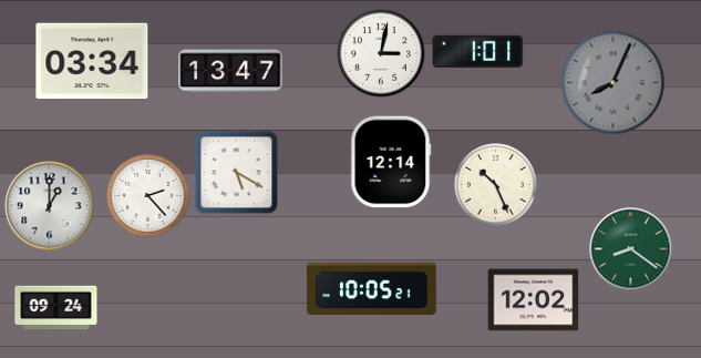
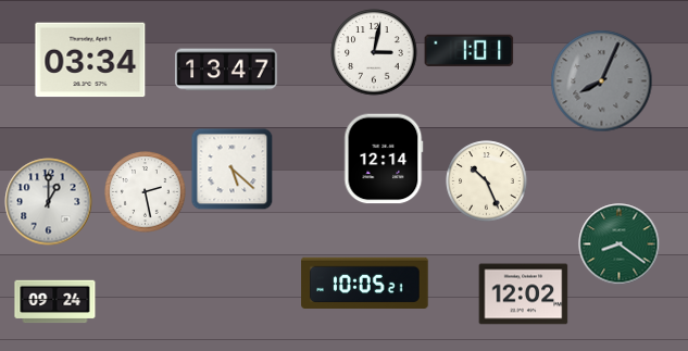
clock at (237, 173): 5:20 -> 5:22
clock at (148, 196): 2:23 -> 2:28
